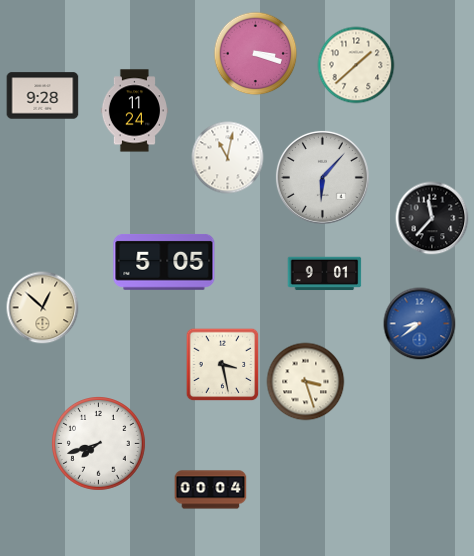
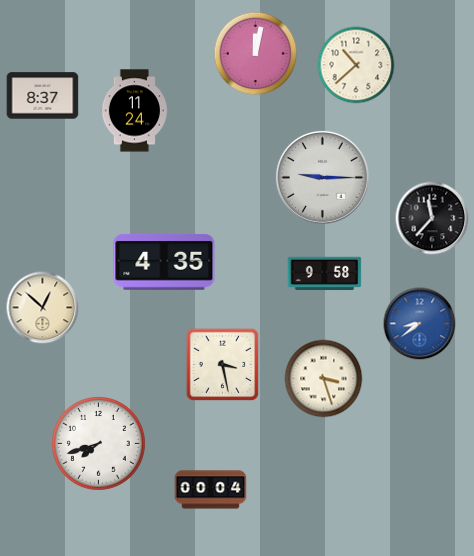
clock at (256, 54): 3:18 -> 12:02
clock at (356, 65): 1:38 -> 10:38
clock at (43, 96): 9:28 -> 8:37
clock at (228, 158): 11:02 -> none
clock at (322, 177): 6:07 -> 9:15
clock at (164, 262): 5:05 -> 4:35
clock at (325, 274): 9:01 -> 9:58
clock at (306, 382) position: (306, 382) -> (324, 379)
